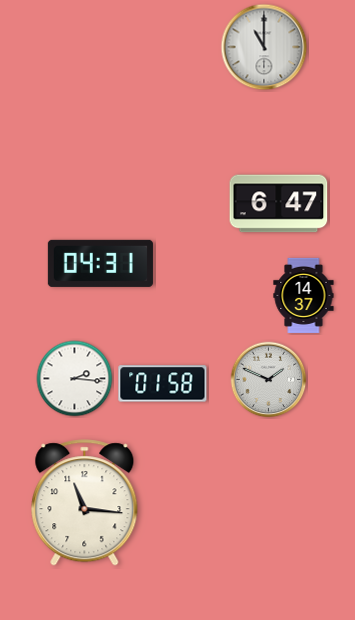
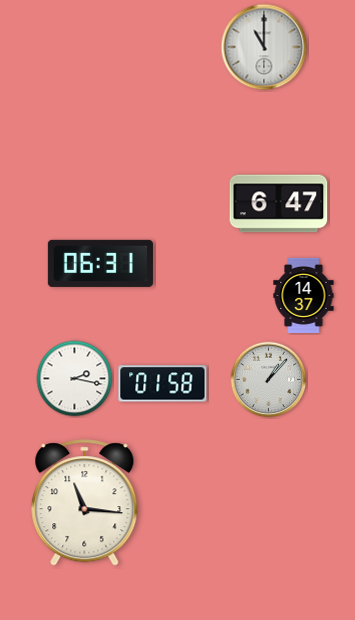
clock at (100, 263): 04:31 -> 06:31
clock at (75, 379): 2:16 -> 2:17
clock at (269, 380): 1:49 -> 1:07
